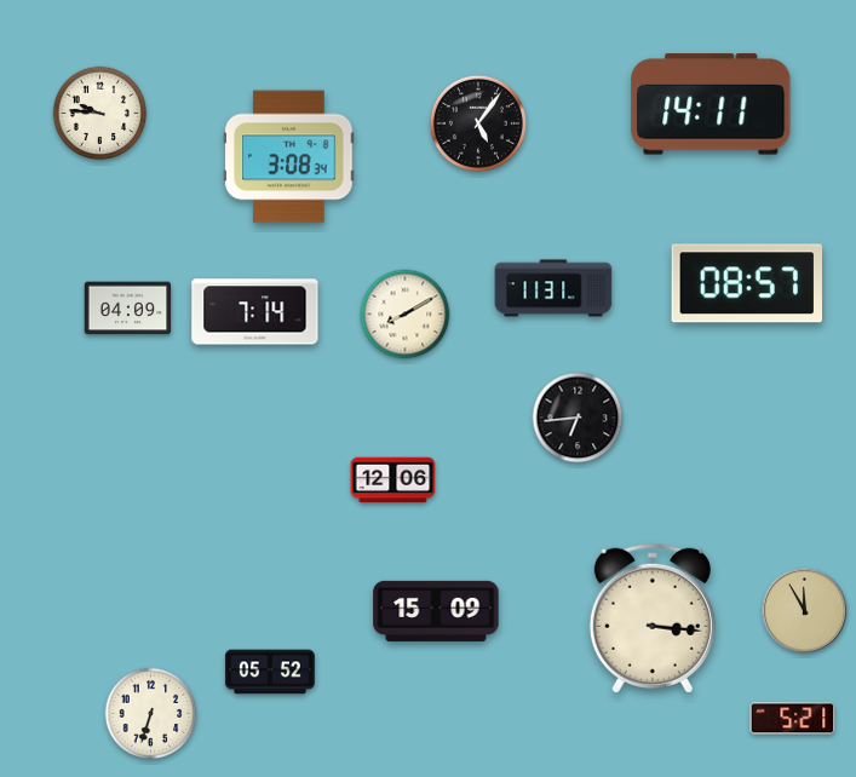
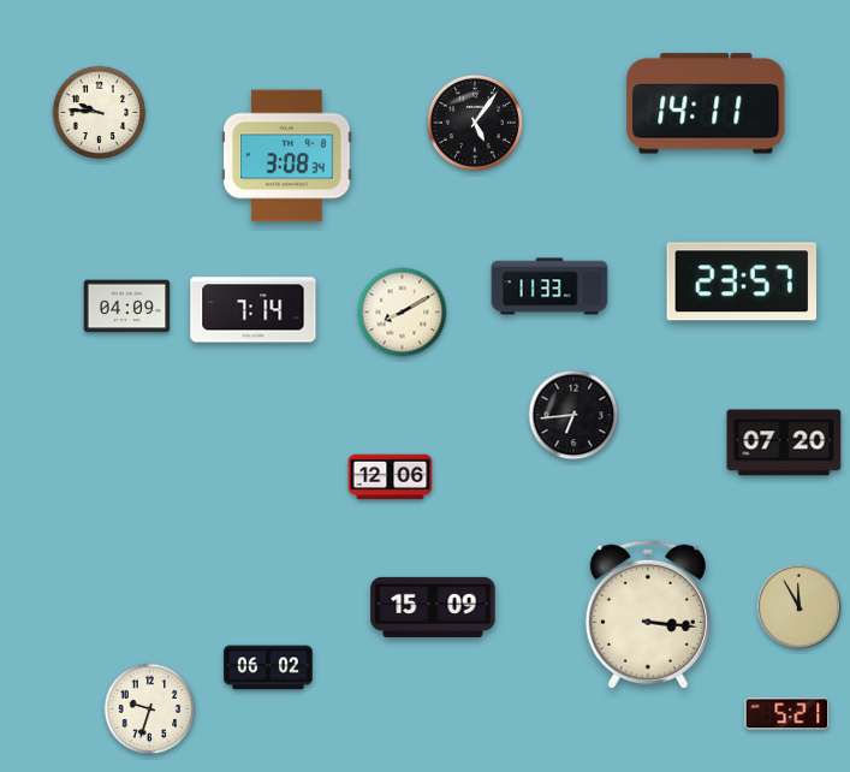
clock at (746, 283): 08:57 -> 23:57
clock at (553, 288): 11:31 -> 11:33
clock at (784, 443): none -> 07:20
clock at (270, 672): 05:52 -> 06:02
clock at (151, 714): 6:33 -> 9:33
